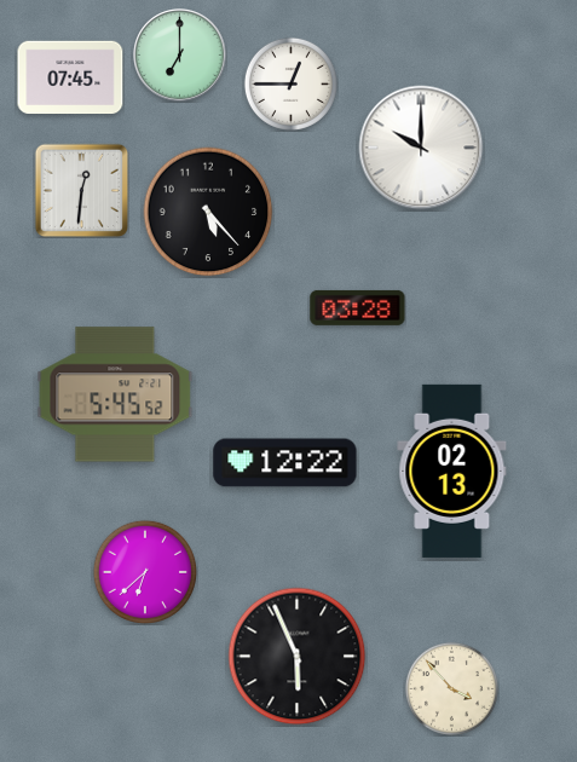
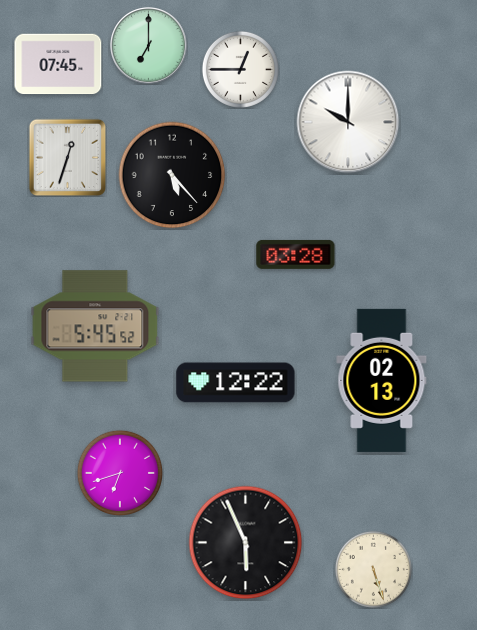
clock at (81, 190): 12:31 -> 12:33
clock at (452, 471) position: (452, 471) -> (382, 380)
clock at (144, 571): 6:38 -> 6:42
clock at (451, 688): 3:53 -> 5:27
